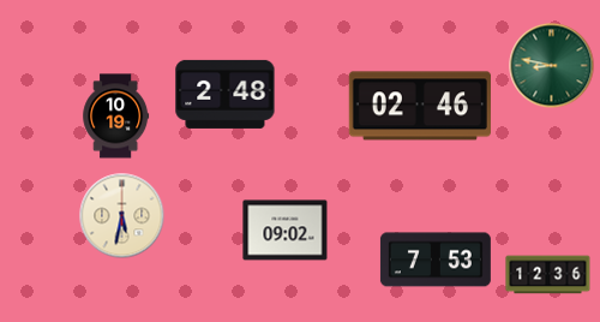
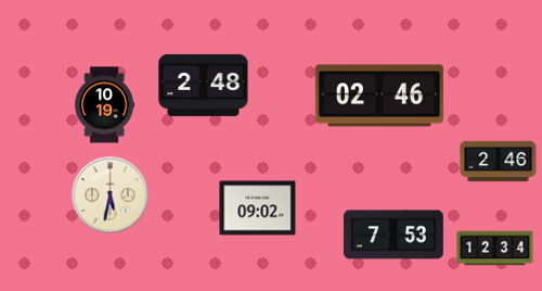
clock at (552, 66): 8:47 -> none
clock at (499, 162): none -> 2:46
clock at (548, 275): 12:36 -> 12:34
